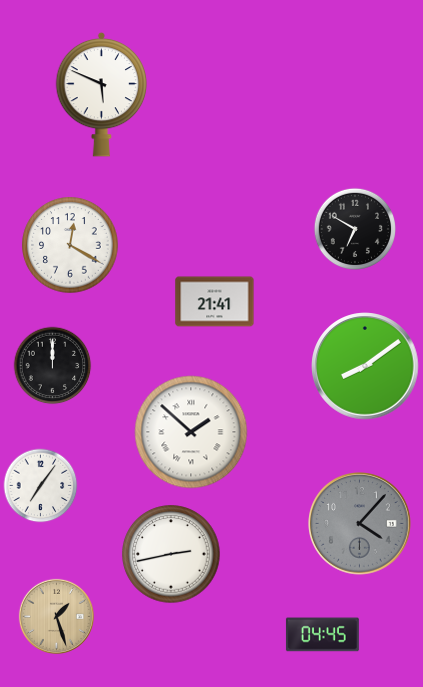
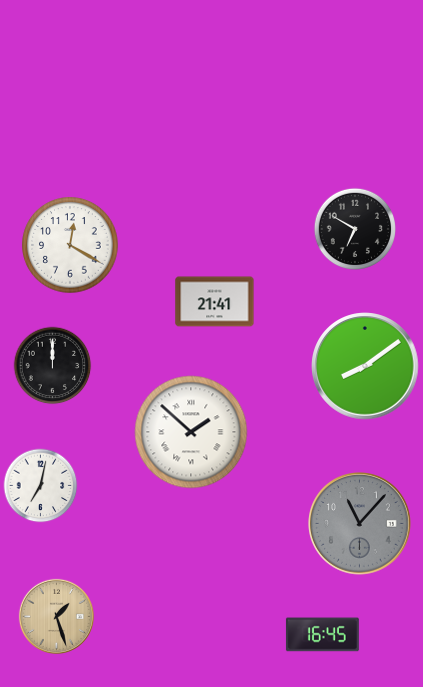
clock at (102, 94): 5:49 -> none
clock at (41, 486): 7:06 -> 7:02
clock at (360, 524): 4:07 -> 11:07
clock at (171, 554): 2:43 -> none
clock at (322, 635): 04:45 -> 16:45
